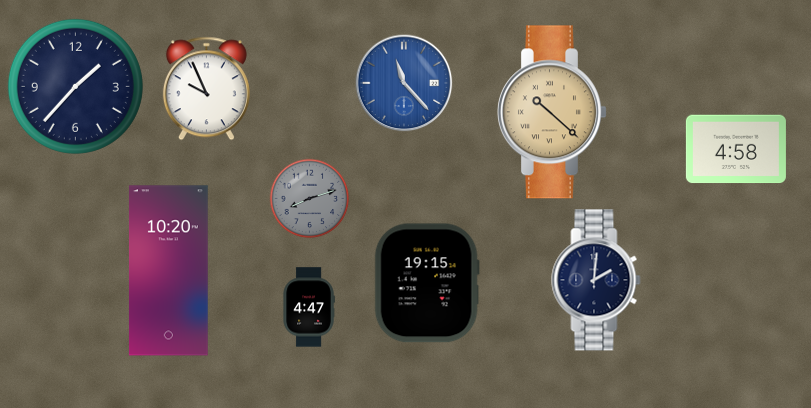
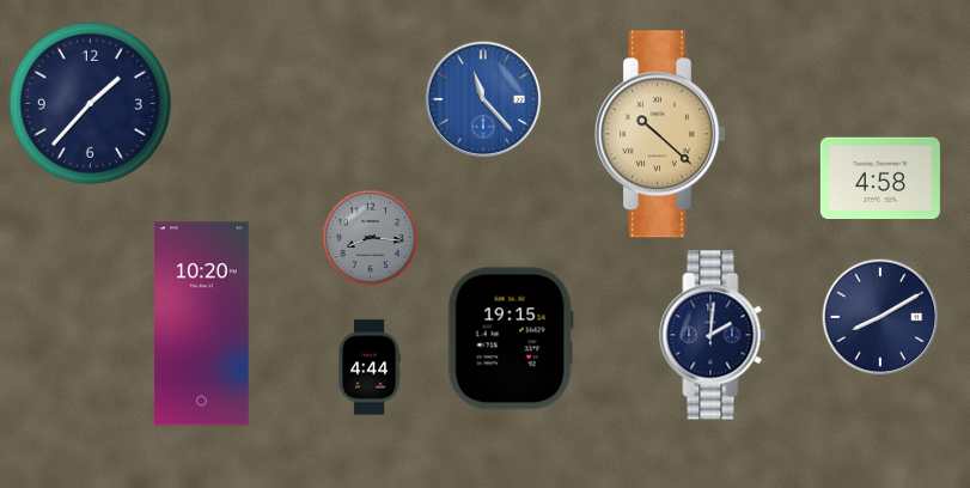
clock at (206, 89): 9:56 -> none
clock at (310, 199): 8:12 -> 8:16
clock at (880, 317): none -> 8:10
clock at (309, 307): 4:47 -> 4:44
